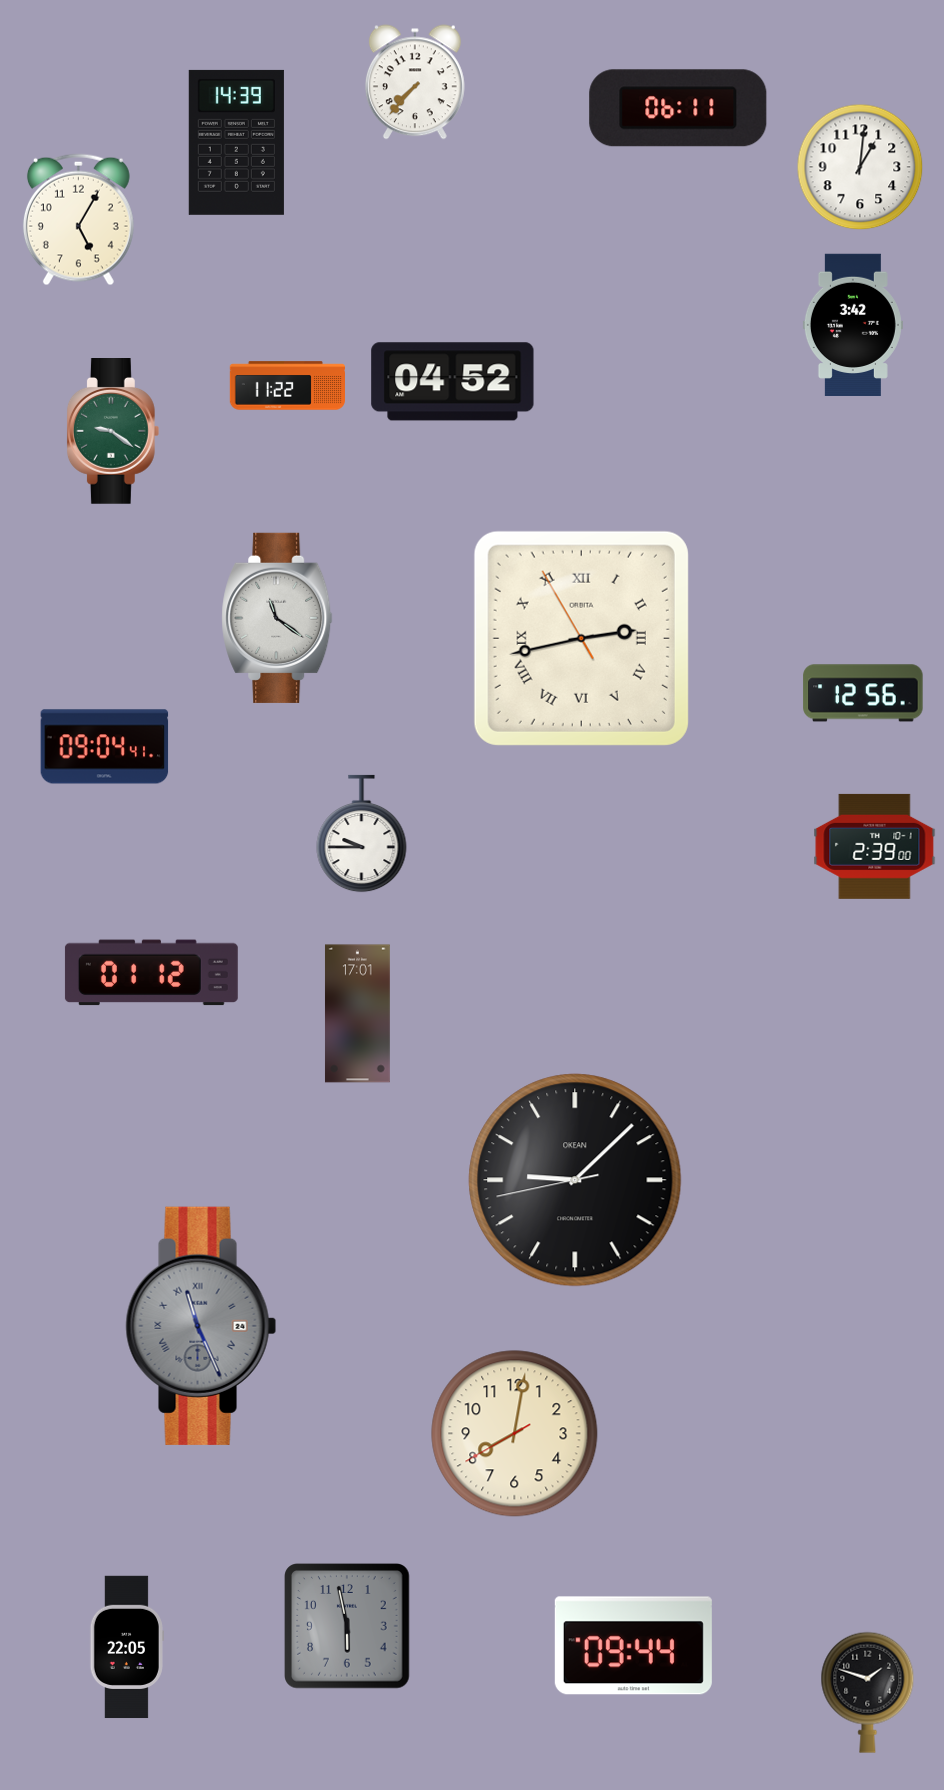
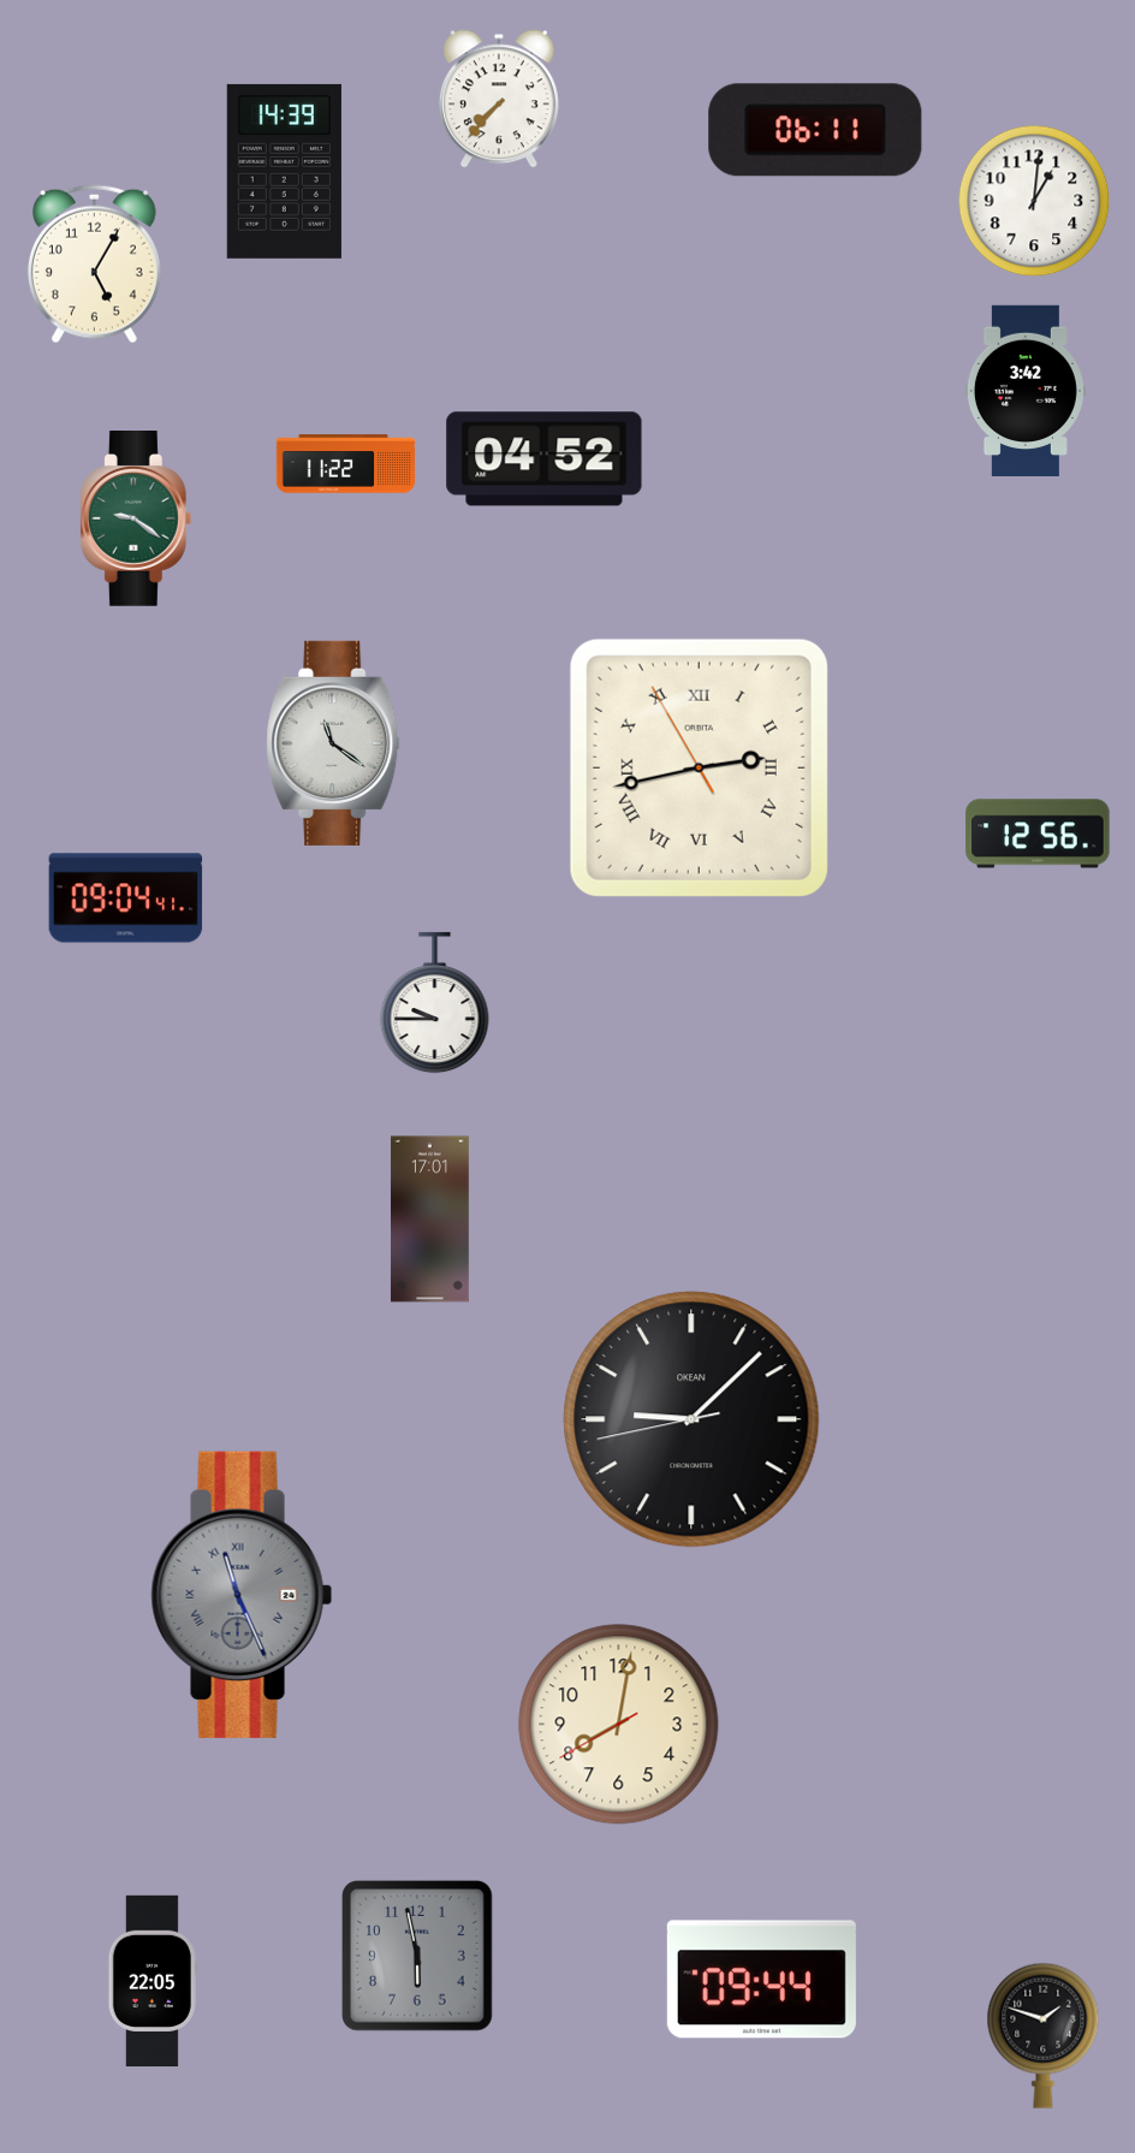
clock at (875, 846): 2:39 -> none
clock at (151, 973): 01:12 -> none
